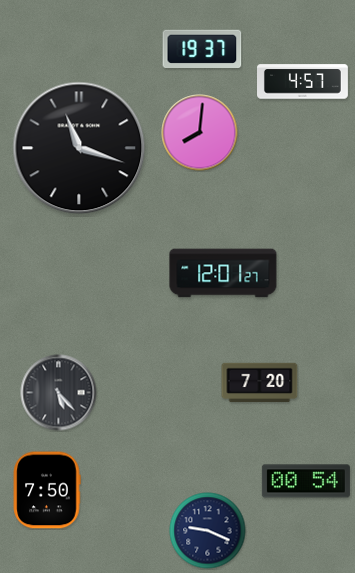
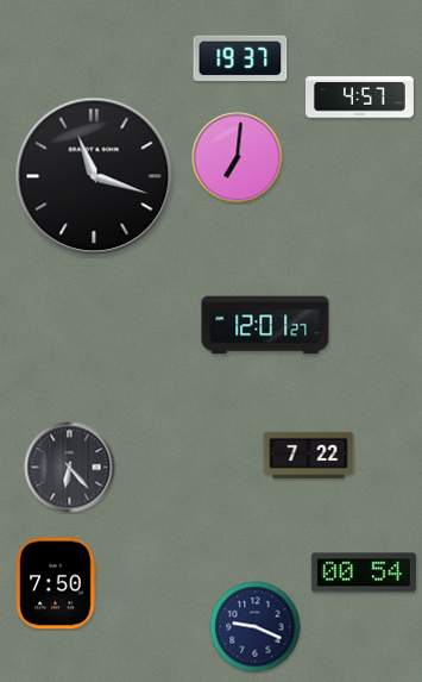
clock at (200, 133): 8:01 -> 7:01
clock at (260, 383): 7:20 -> 7:22
clock at (59, 393): 5:23 -> 6:23
clock at (208, 531) position: (208, 531) -> (256, 627)
